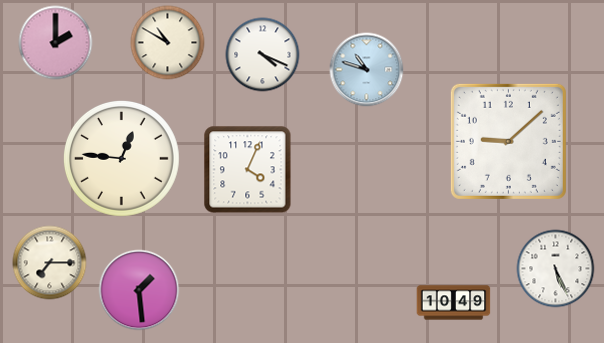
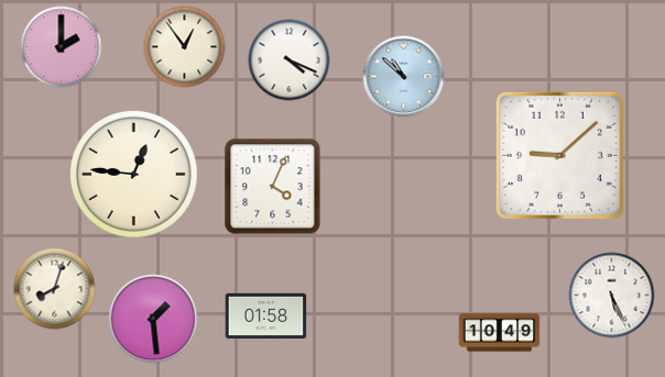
clock at (168, 43): 10:50 -> 12:54
clock at (367, 70): 10:48 -> 10:52
clock at (50, 263): 7:15 -> 8:03
clock at (266, 317): none -> 01:58
